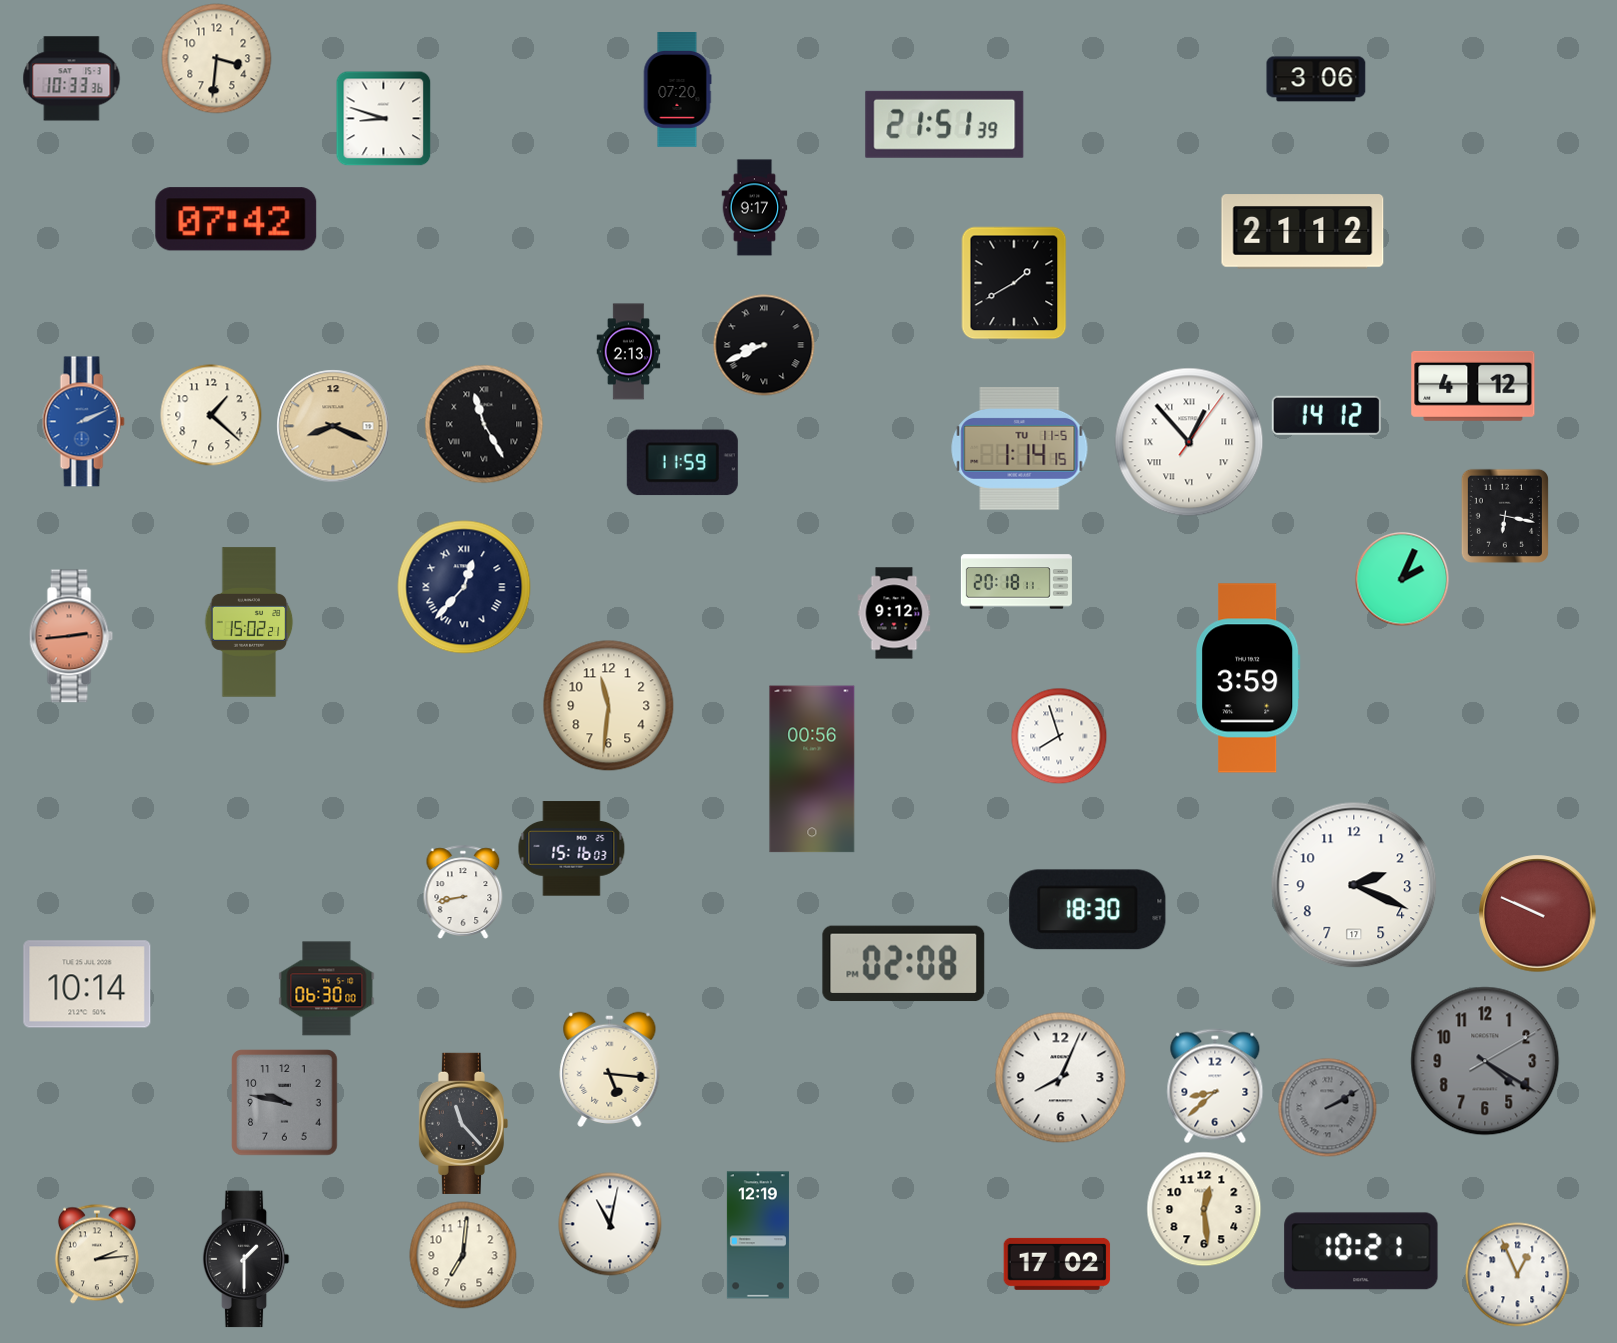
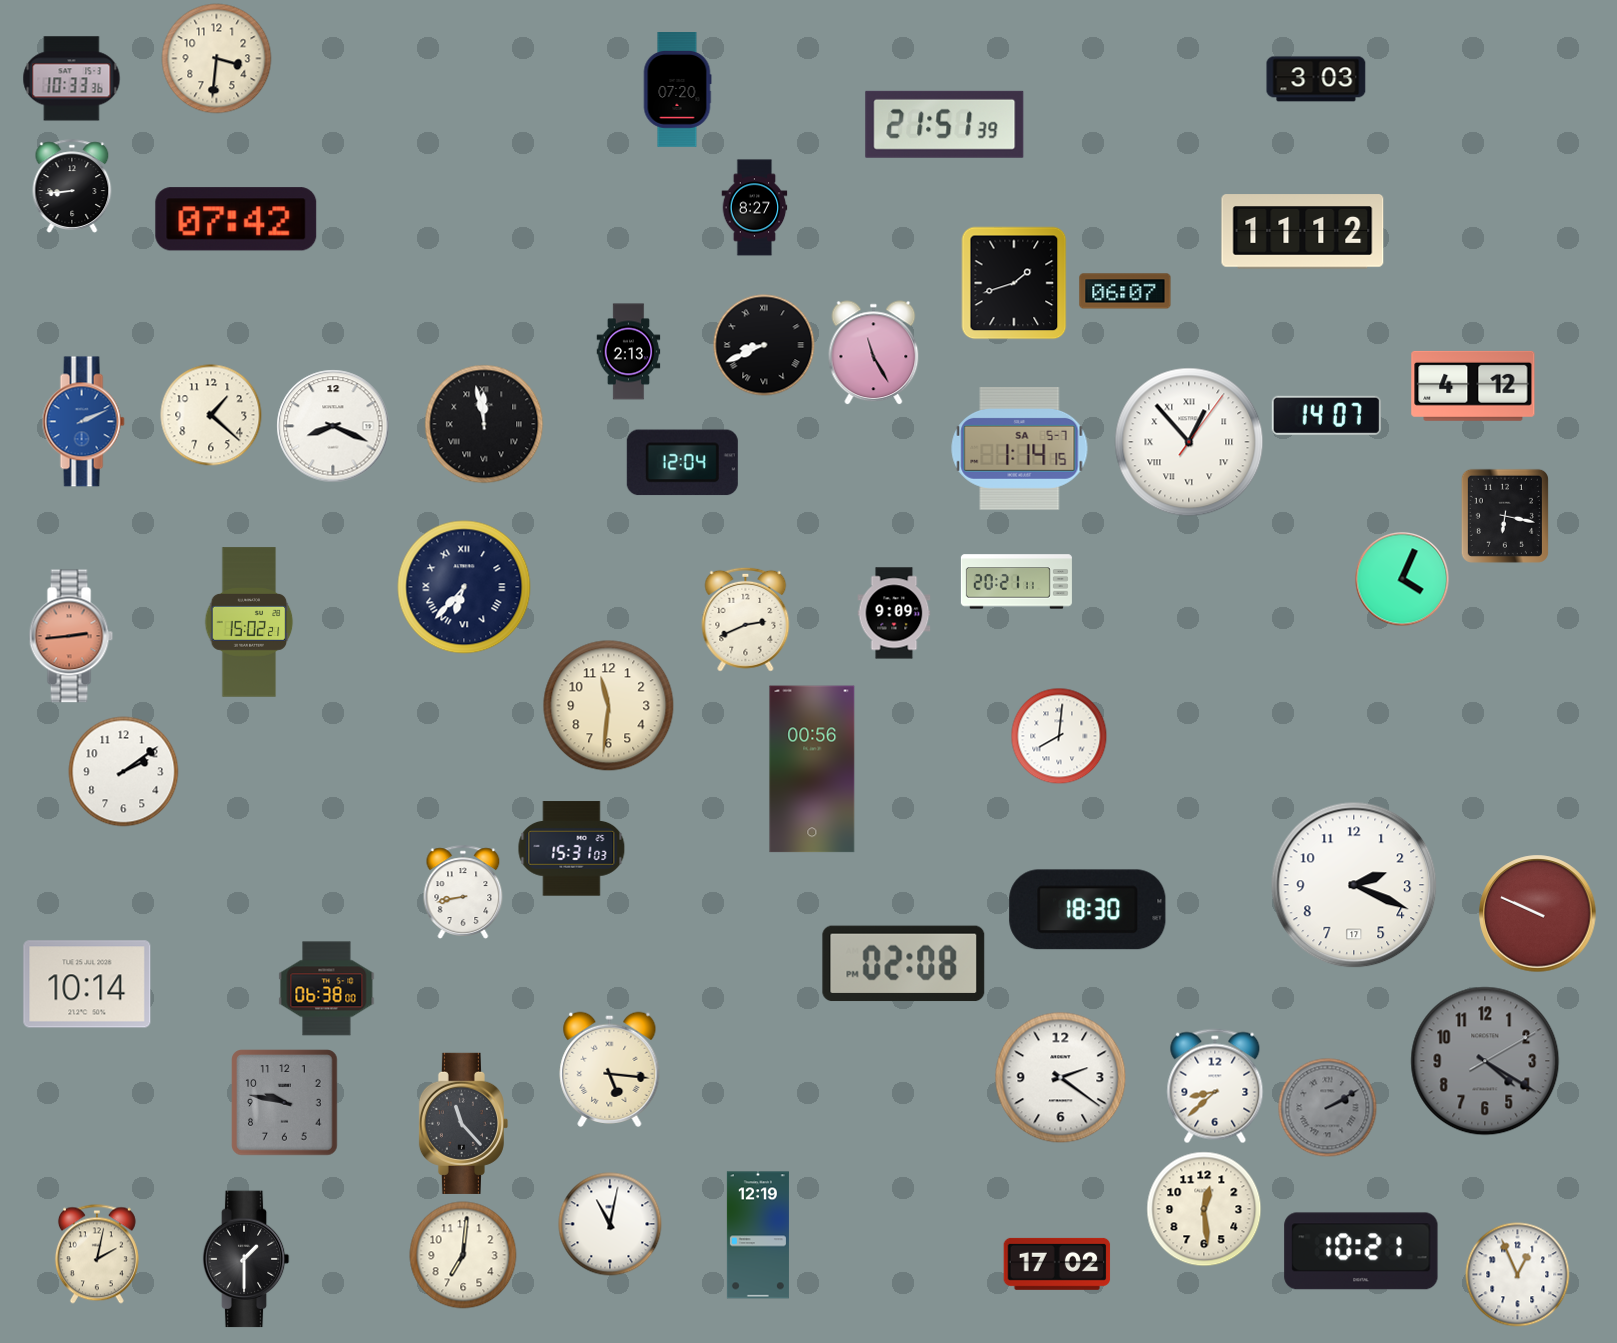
clock at (1316, 79): 3:06 -> 3:03
clock at (384, 119): 8:48 -> none
clock at (72, 186): none -> 8:44
clock at (755, 208): 9:17 -> 8:27
clock at (1303, 232): 21:12 -> 11:12
clock at (1014, 283): 1:40 -> 1:42
clock at (1125, 291): none -> 06:07
clock at (874, 353): none -> 11:25
clock at (1326, 415): 14:12 -> 14:07
clock at (484, 424): 11:25 -> 11:58
clock at (333, 426) dial: champagne -> white
clock at (1020, 449) date: TU 11-5 -> SA 5-7
clock at (682, 463): 11:59 -> 12:04
clock at (1402, 579): 2:04 -> 4:04
clock at (1016, 582): 20:18 -> 20:21
clock at (464, 587): 12:37 -> 6:37
clock at (894, 613): 9:12 -> 9:09
clock at (746, 619): none -> 2:41
clock at (1248, 678): 3:59 -> none
clock at (1059, 736): 7:57 -> 8:01
clock at (124, 772): none -> 2:09
clock at (572, 849): 15:16 -> 15:31
clock at (327, 989): 06:30 -> 06:38
clock at (1061, 1078): 8:04 -> 2:21
clock at (97, 1254): 2:14 -> 2:02
